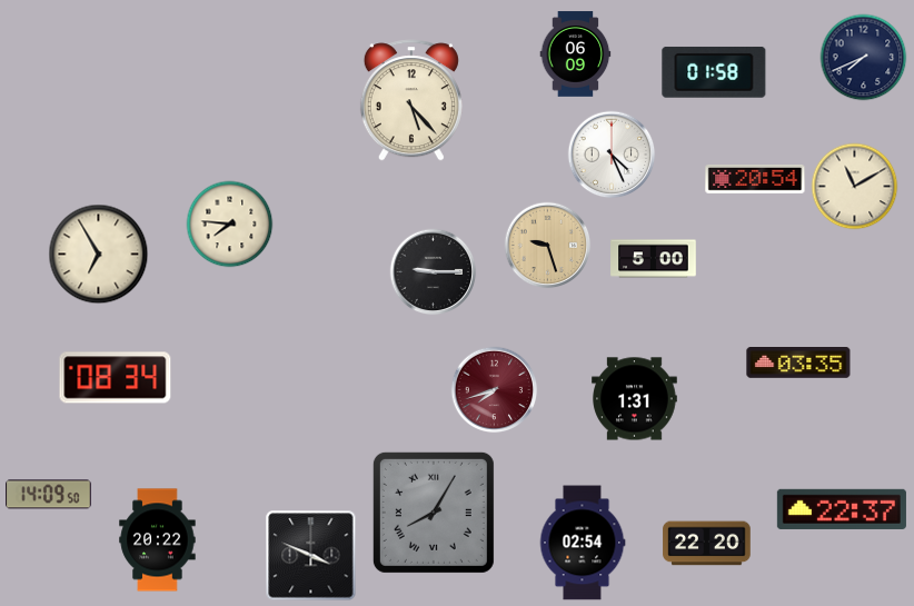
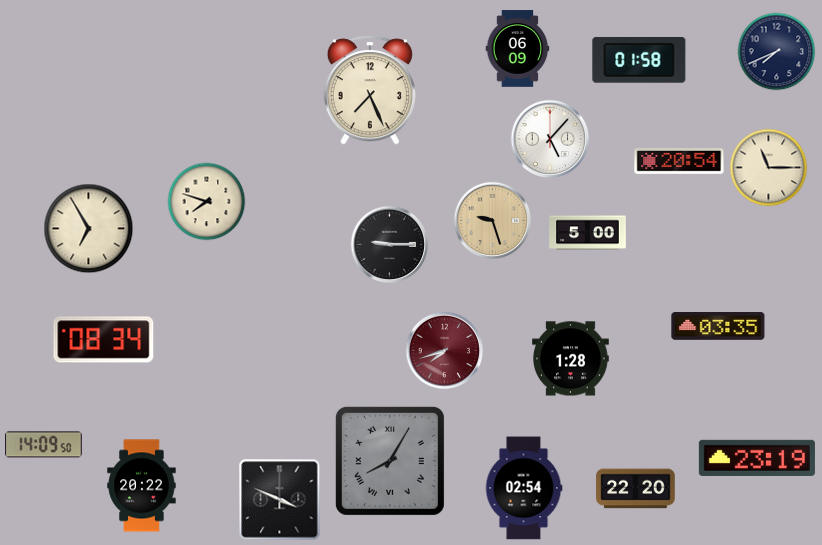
clock at (714, 72) position: (714, 72) -> (639, 60)
clock at (411, 100): 5:23 -> 7:26
clock at (612, 155): 4:26 -> 5:07
clock at (854, 186): 11:10 -> 11:15
clock at (229, 223): 7:46 -> 7:48
clock at (635, 399): 1:31 -> 1:28
clock at (842, 509): 22:37 -> 23:19
